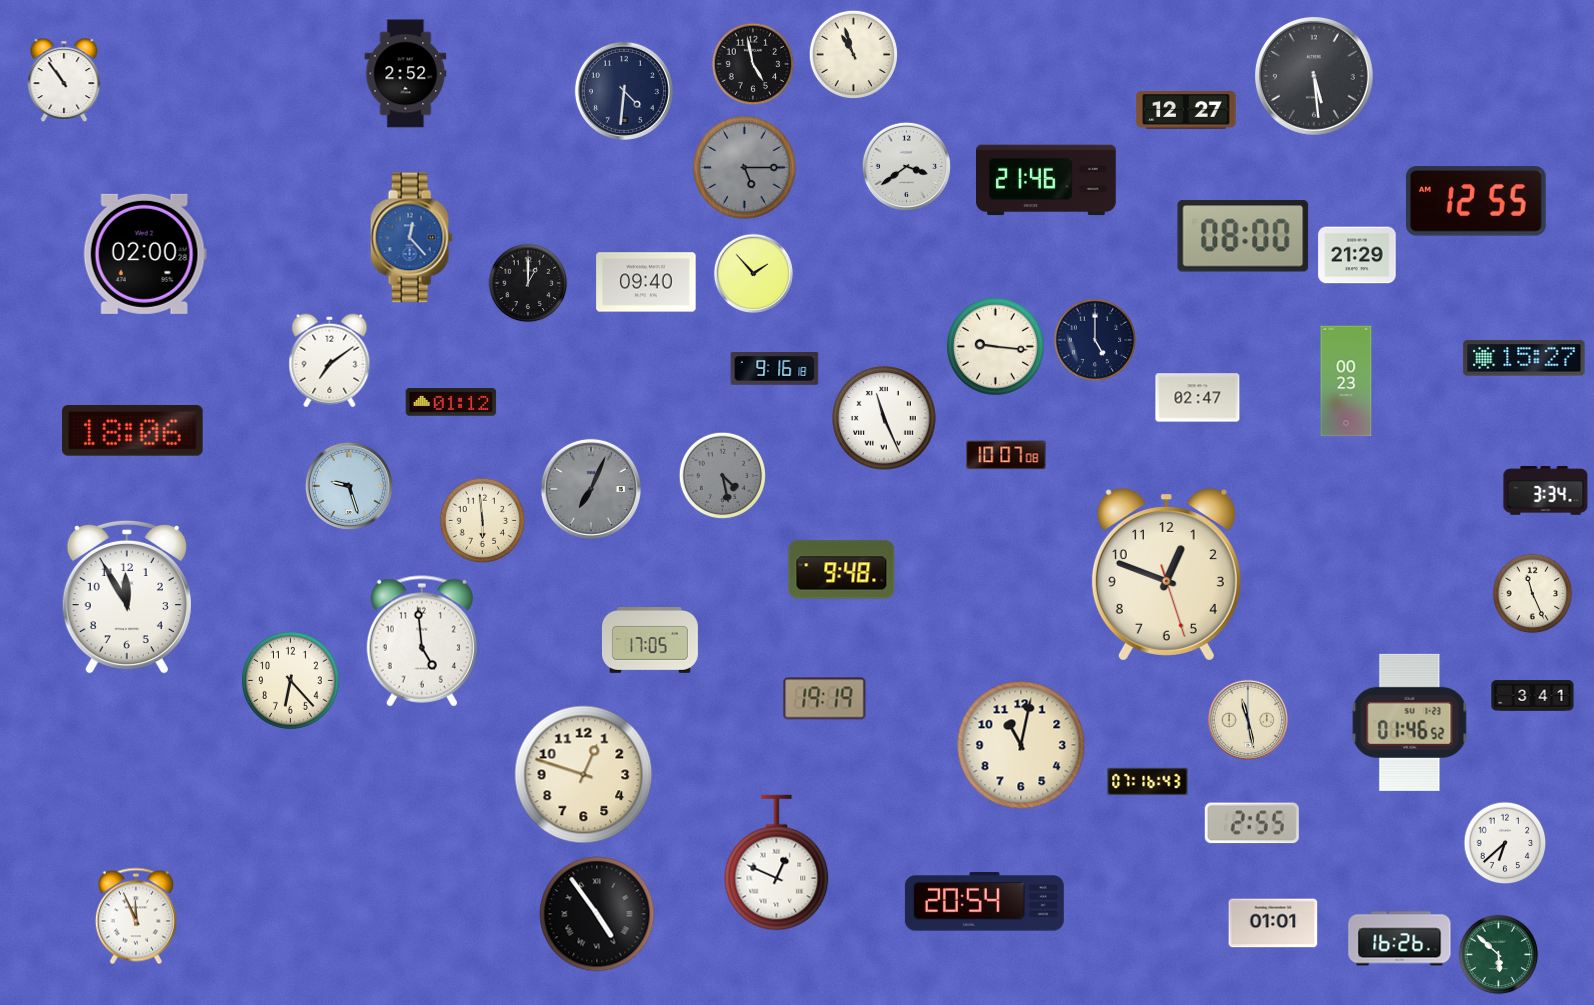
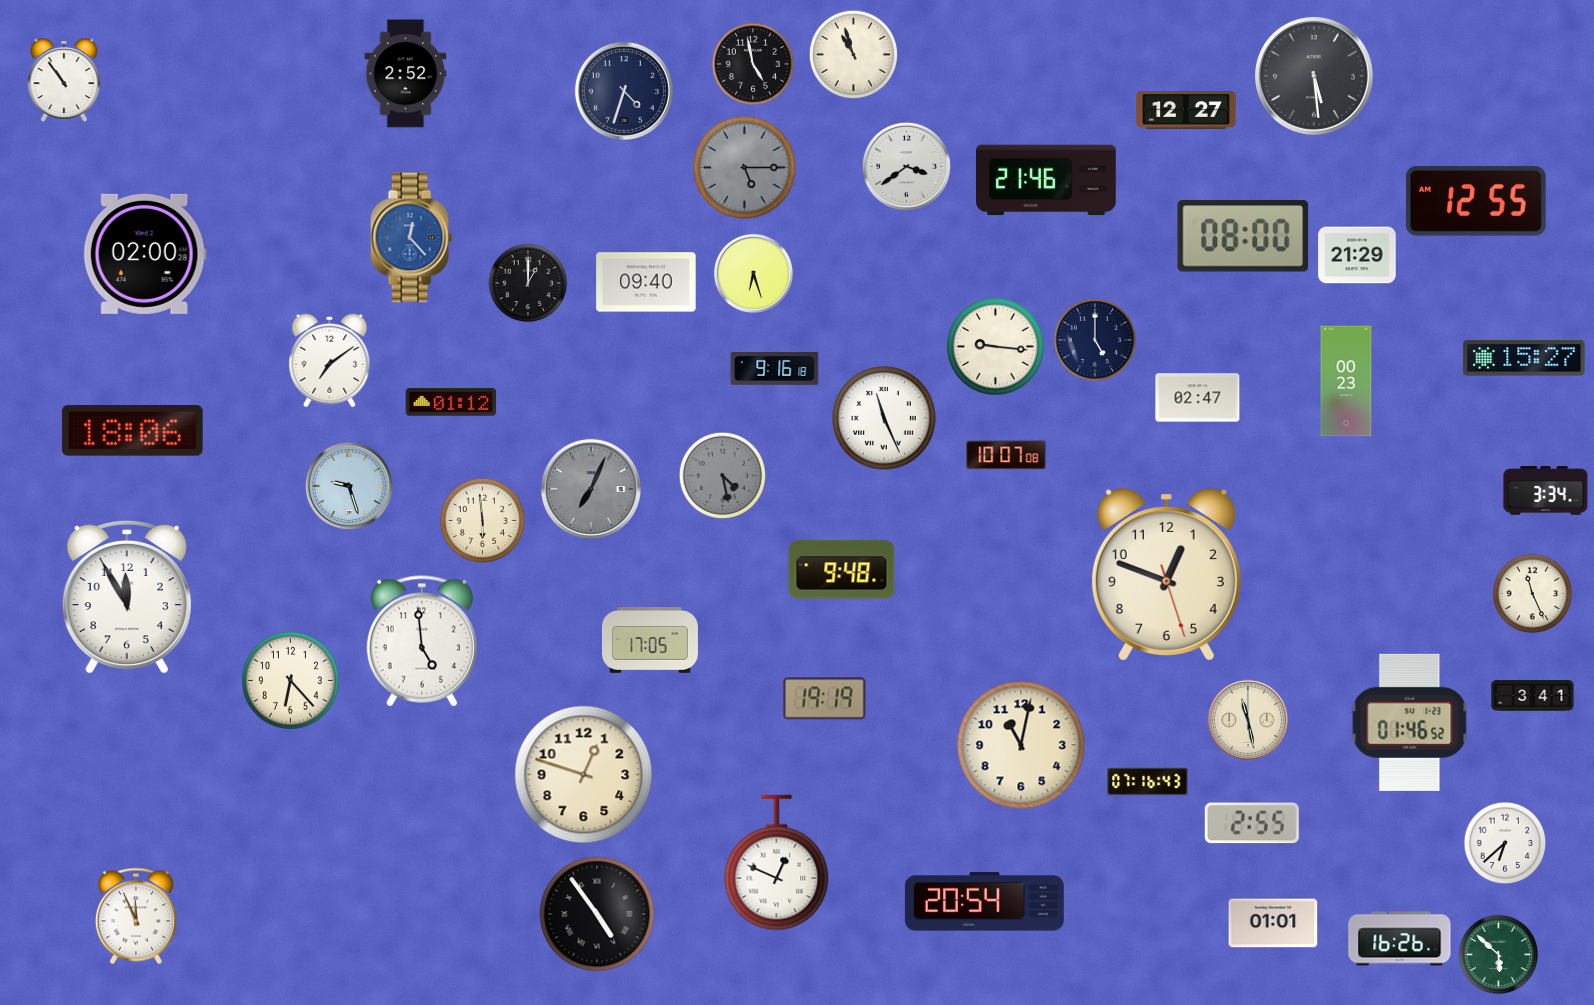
clock at (624, 91): 4:31 -> 4:33
clock at (753, 273): 1:53 -> 6:27
